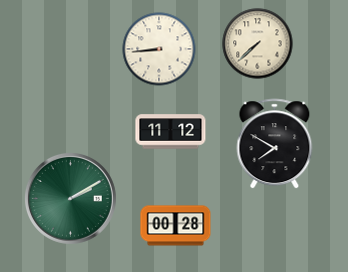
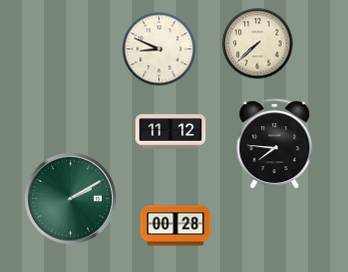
clock at (159, 49): 8:44 -> 8:49
clock at (275, 144): 7:50 -> 7:46
